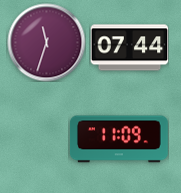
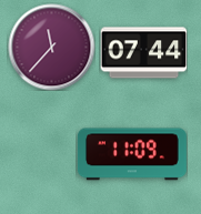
clock at (46, 42): 11:33 -> 11:37
